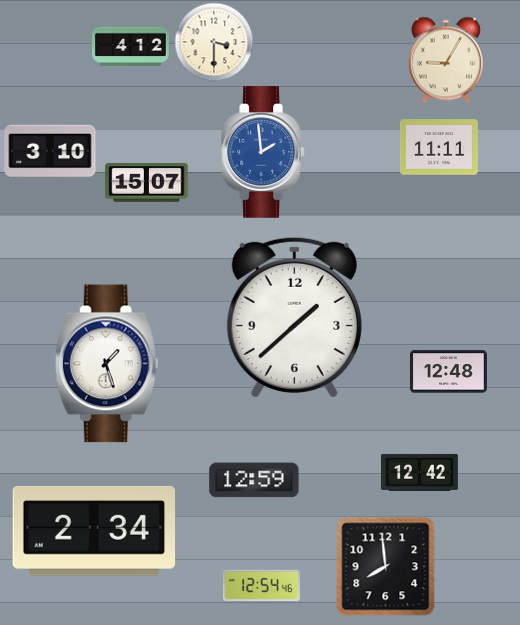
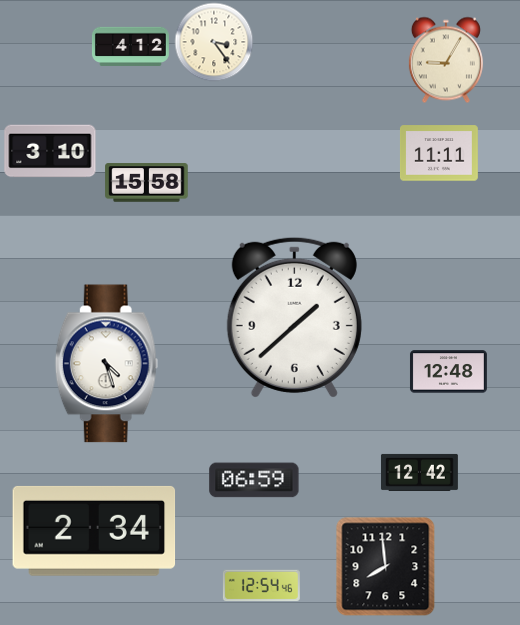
clock at (214, 42): 3:30 -> 3:24
clock at (439, 147) position: (439, 147) -> (439, 153)
clock at (263, 152): 1:59 -> none
clock at (147, 183): 15:07 -> 15:58
clock at (106, 364): 1:27 -> 4:27
clock at (254, 480): 12:59 -> 06:59
